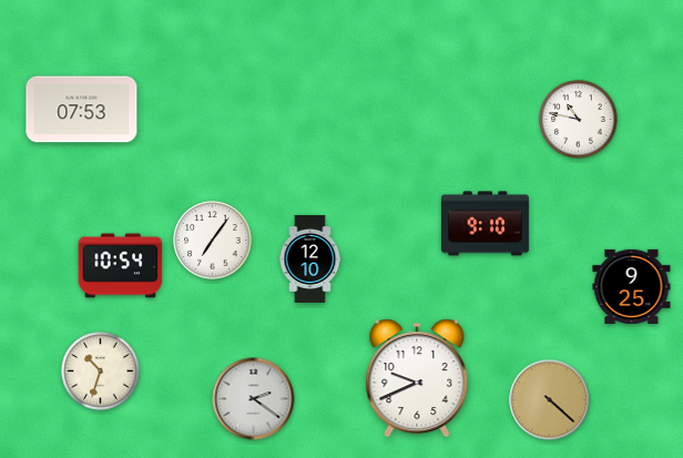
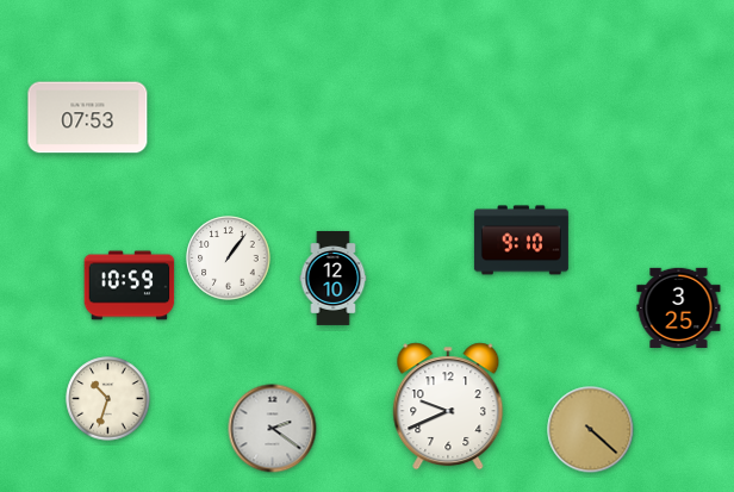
clock at (579, 120): 10:47 -> none
clock at (213, 241): 7:06 -> 1:06
clock at (121, 266): 10:54 -> 10:59
clock at (632, 286): 9:25 -> 3:25
